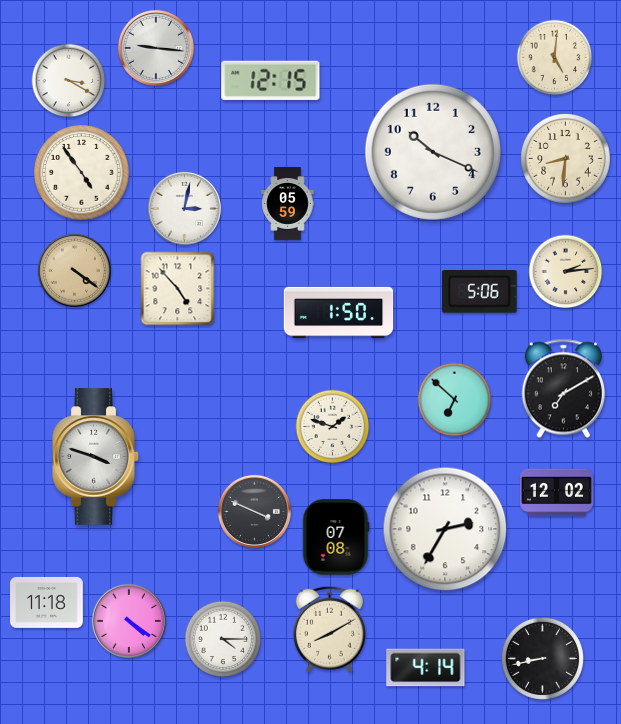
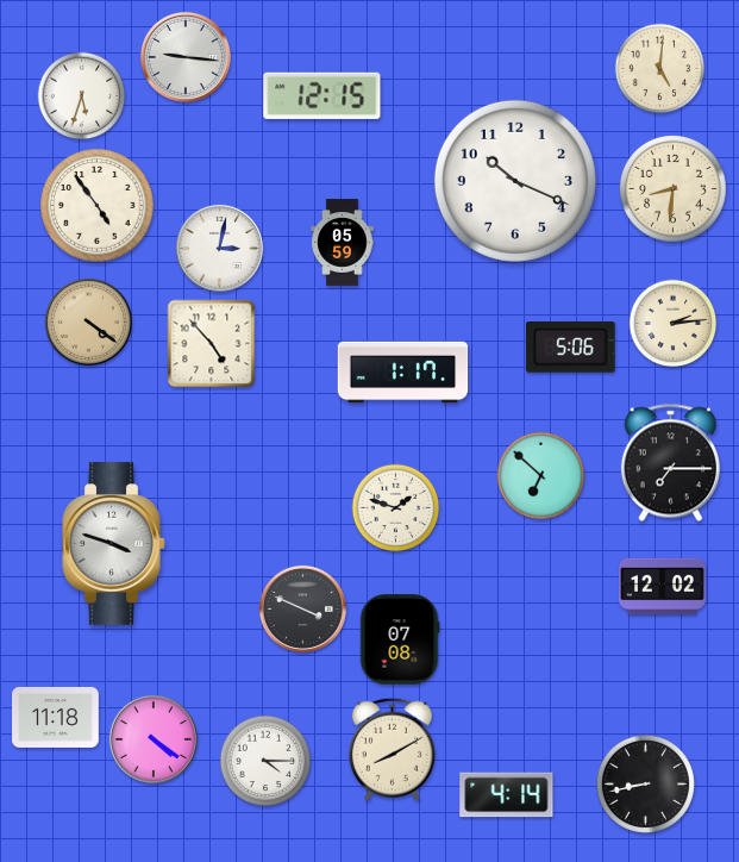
clock at (69, 81): 3:20 -> 5:33
clock at (339, 313): 1:50 -> 1:17
clock at (563, 389): 7:10 -> 7:15
clock at (445, 529): 2:35 -> none
